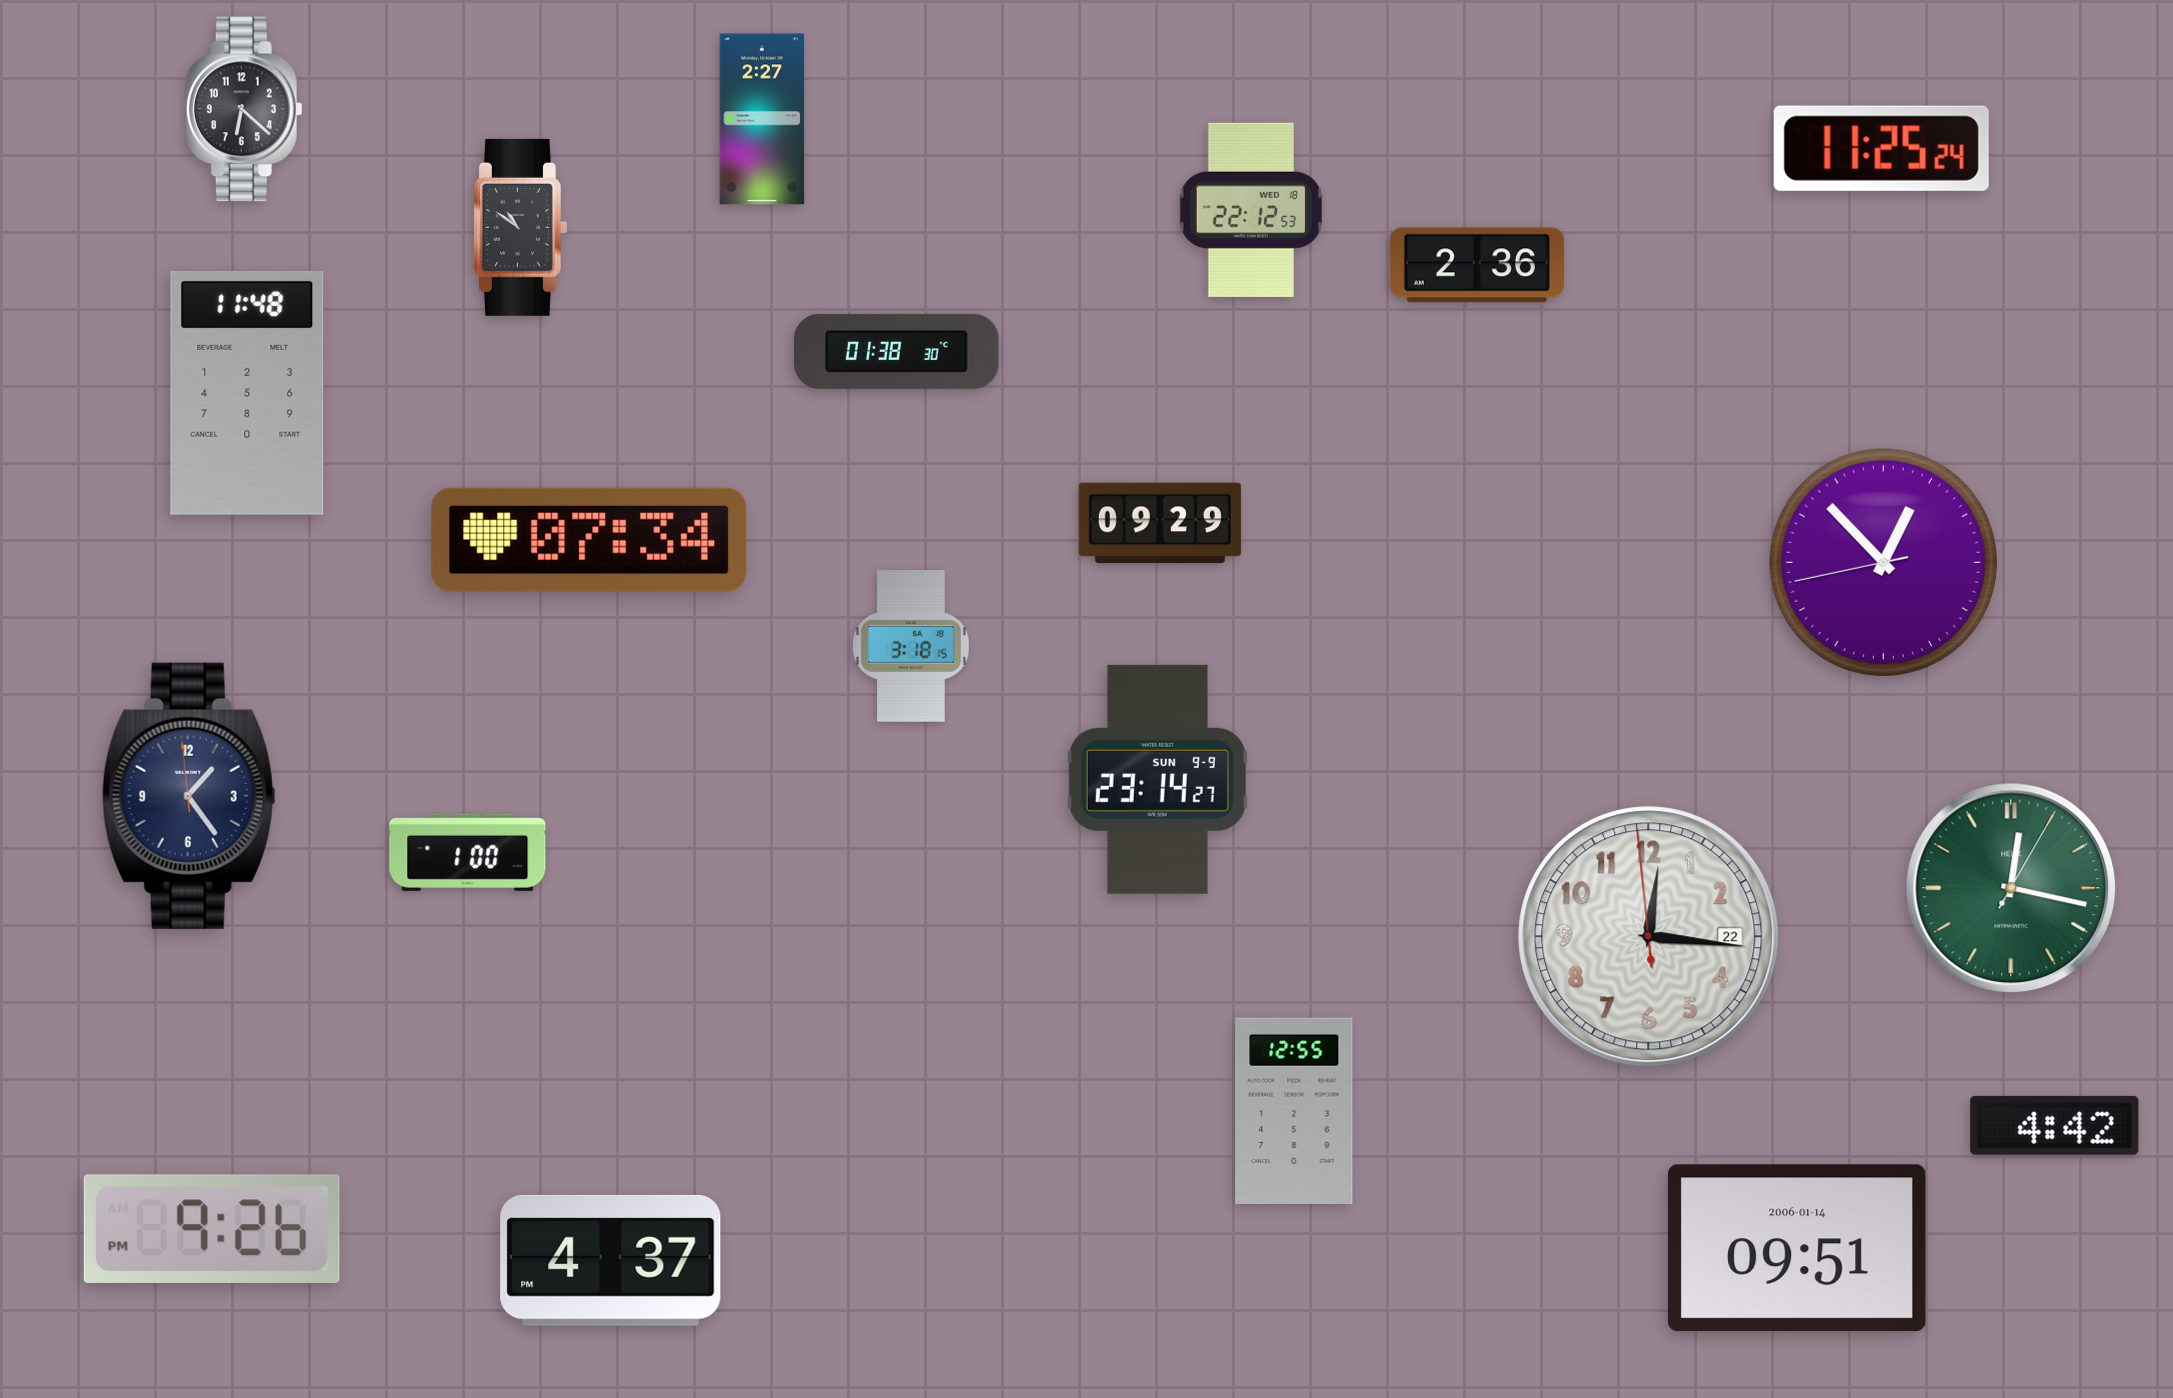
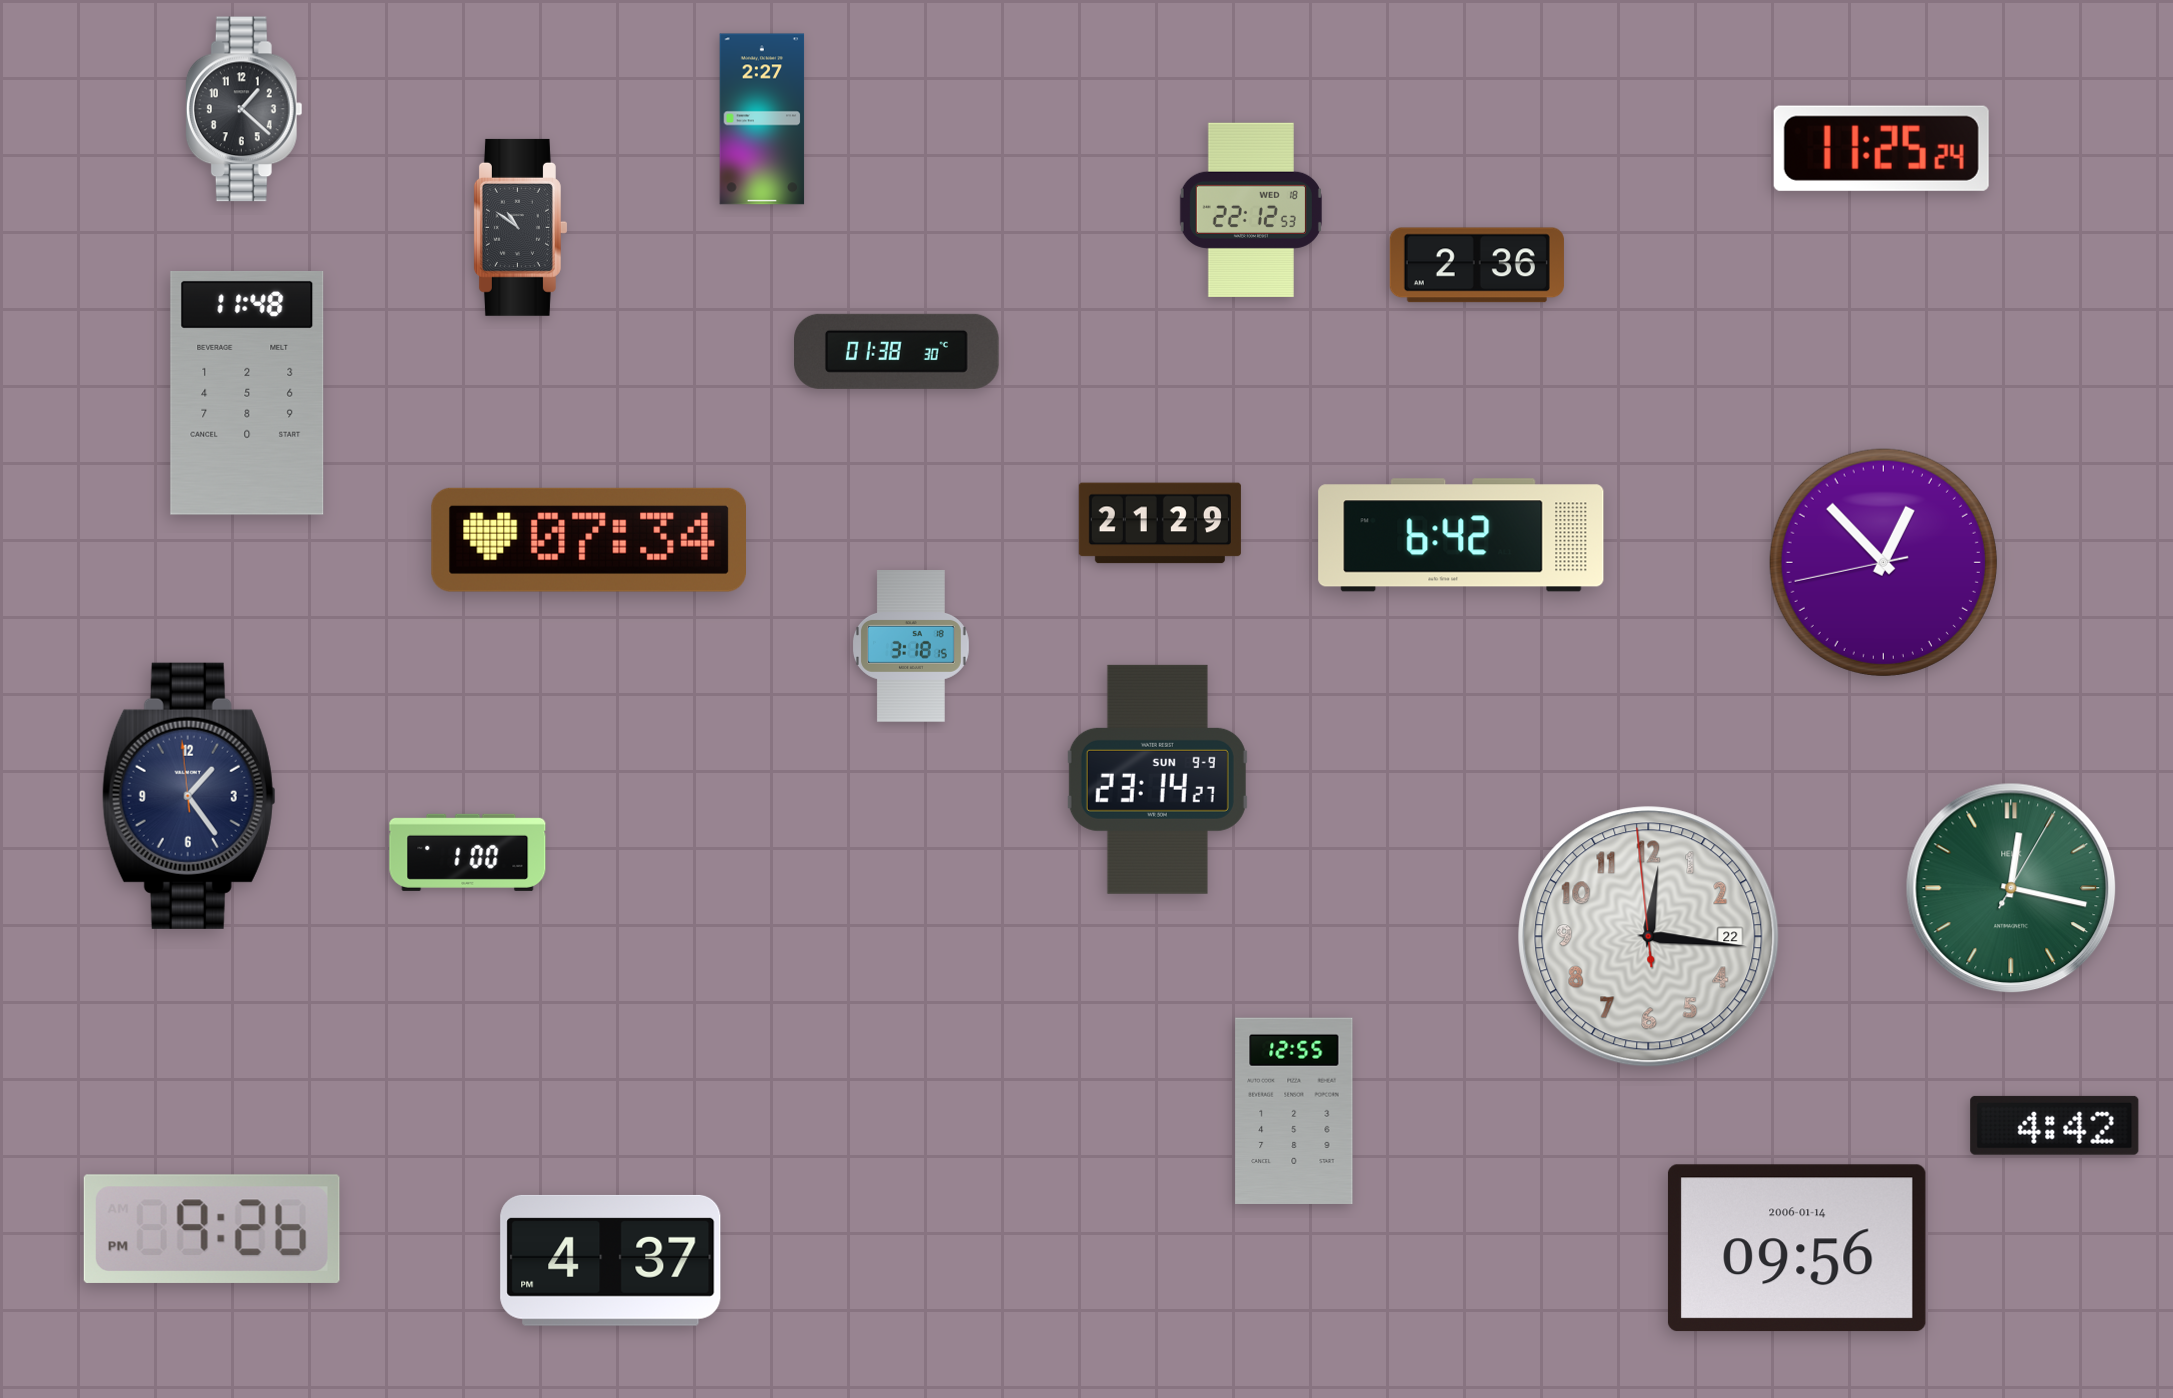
clock at (244, 109): 6:22 -> 1:22
clock at (1160, 523): 09:29 -> 21:29
clock at (1461, 535): none -> 6:42
clock at (1797, 1248): 09:51 -> 09:56
